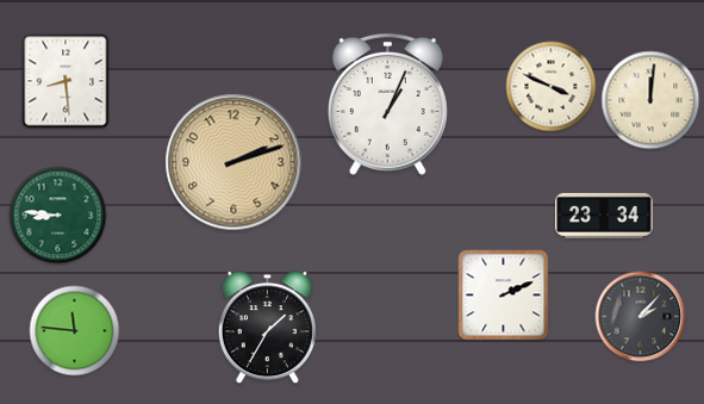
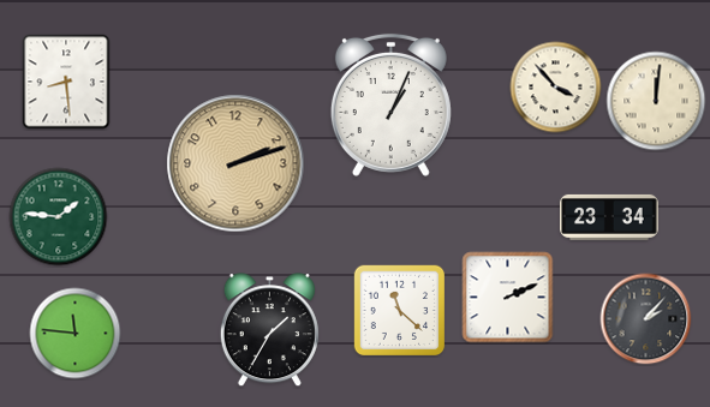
clock at (552, 87): 3:49 -> 3:53
clock at (58, 216): 8:46 -> 1:46
clock at (399, 310): none -> 11:22
